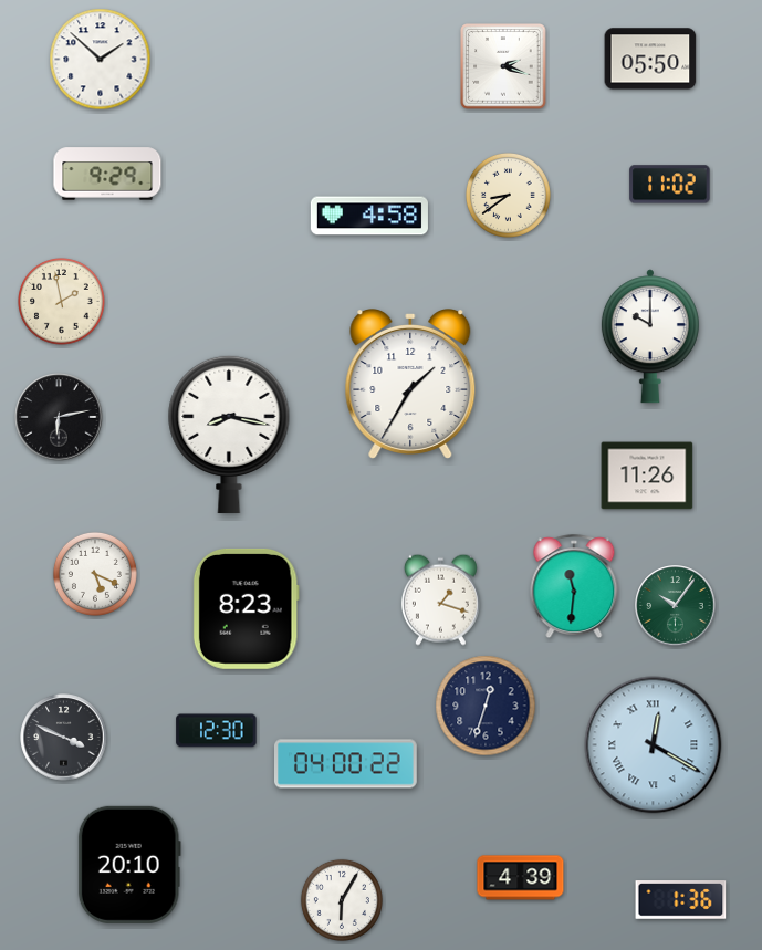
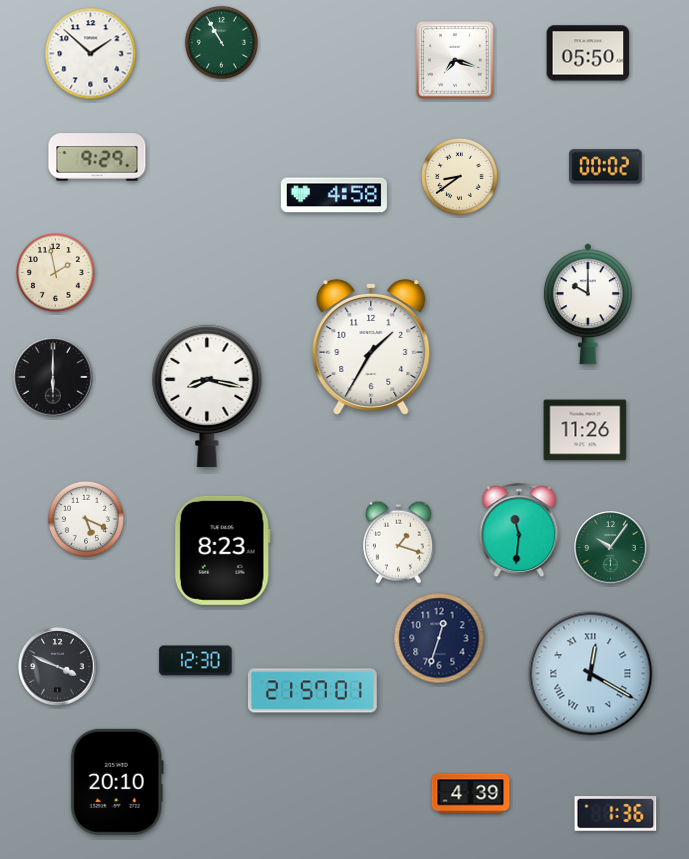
clock at (221, 42): none -> 10:55
clock at (503, 66): 2:18 -> 7:18
clock at (670, 185): 11:02 -> 00:02
clock at (59, 417): 6:13 -> 6:00
clock at (229, 435) position: (229, 435) -> (207, 396)
clock at (346, 764): 04:00 -> 21:57
clock at (342, 900): 6:05 -> none
